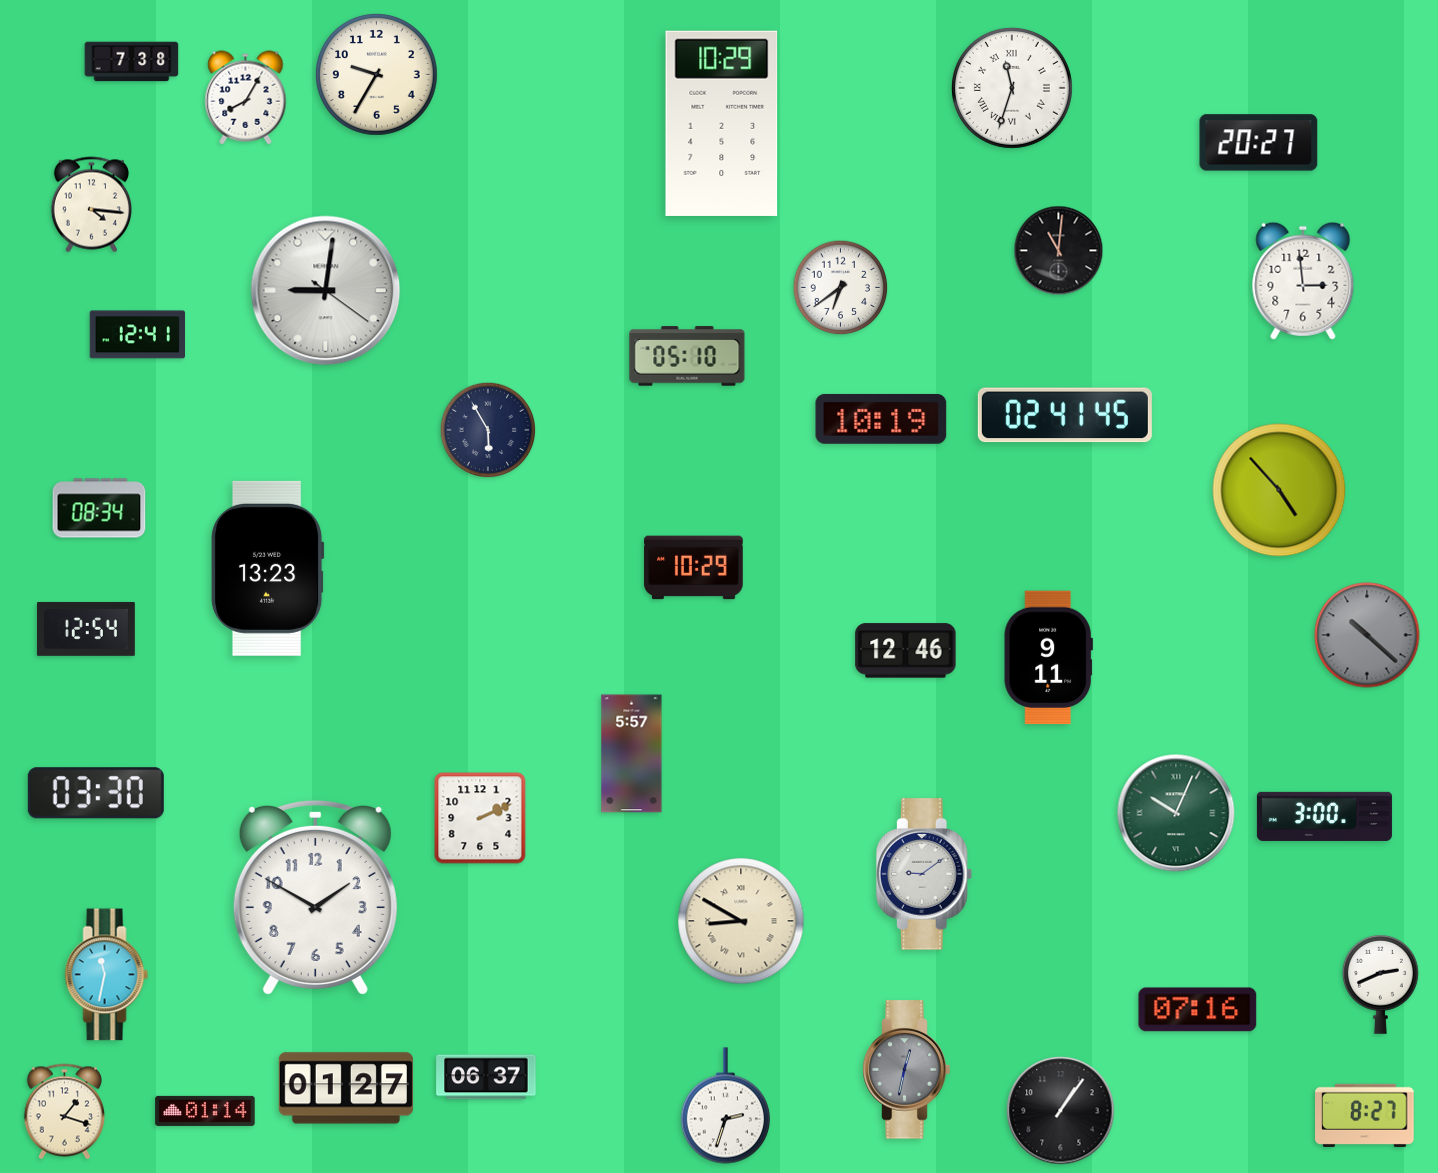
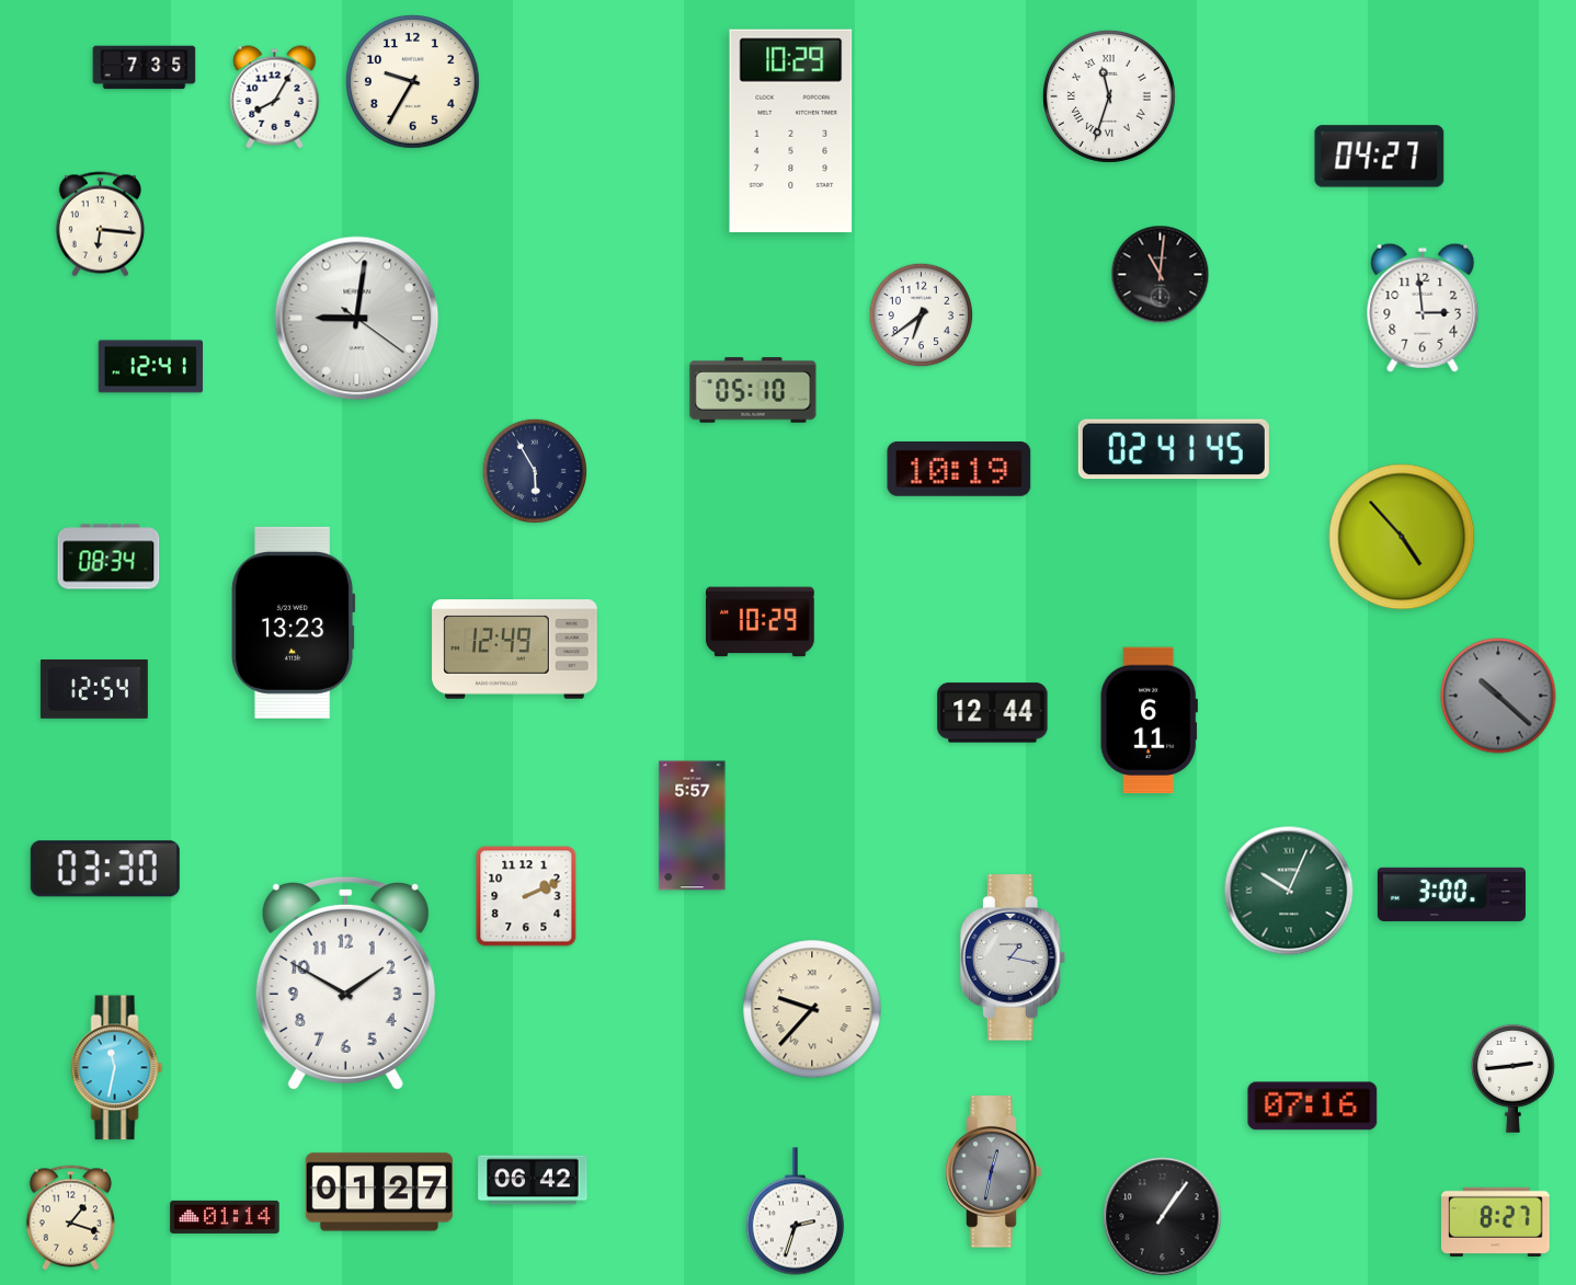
clock at (132, 62): 7:38 -> 7:35
clock at (246, 98) position: (246, 98) -> (275, 97)
clock at (722, 123) position: (722, 123) -> (791, 130)
clock at (1259, 143): 20:27 -> 04:27
clock at (91, 205): 4:16 -> 6:16
clock at (1303, 281) position: (1303, 281) -> (1423, 308)
clock at (1065, 415) position: (1065, 415) -> (1174, 449)
clock at (881, 419) position: (881, 419) -> (959, 469)
clock at (515, 650): none -> 12:49
clock at (906, 651): 12:46 -> 12:44
clock at (1048, 658): 9:11 -> 6:11
clock at (924, 874): 9:09 -> 1:17
clock at (741, 921): 8:50 -> 9:37
clock at (1380, 984): 2:41 -> 2:44
clock at (486, 1077): 06:37 -> 06:42
